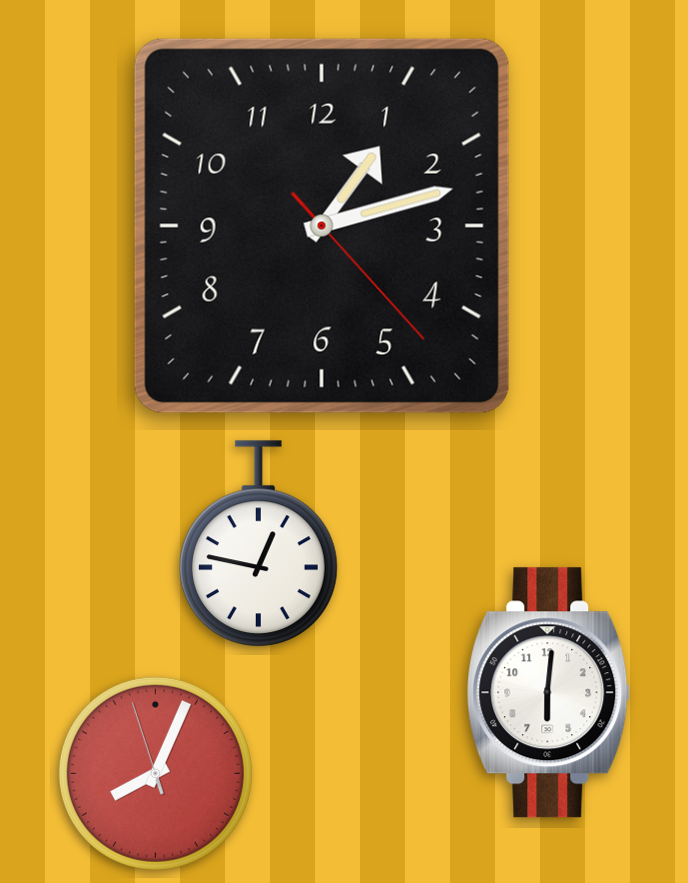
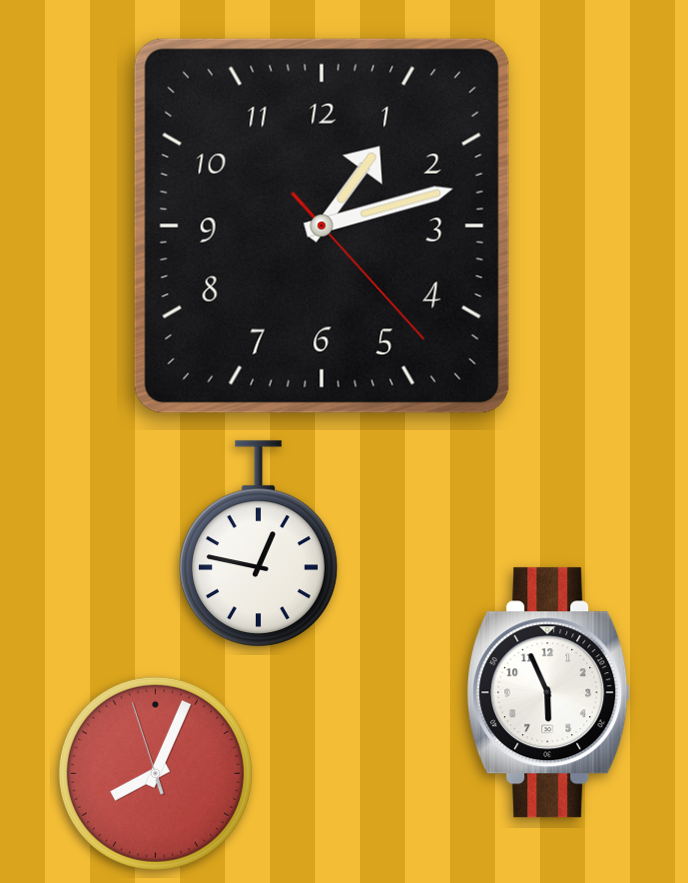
clock at (549, 693): 6:01 -> 5:56
